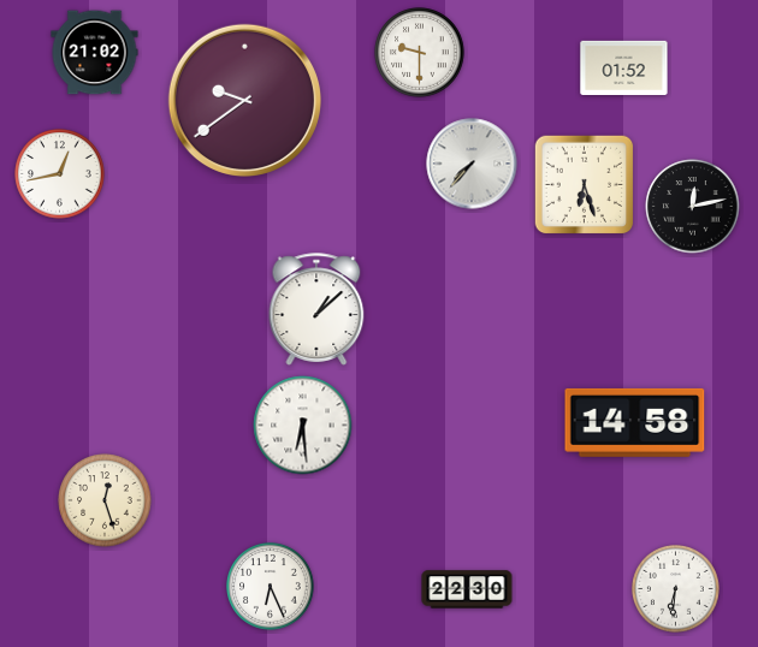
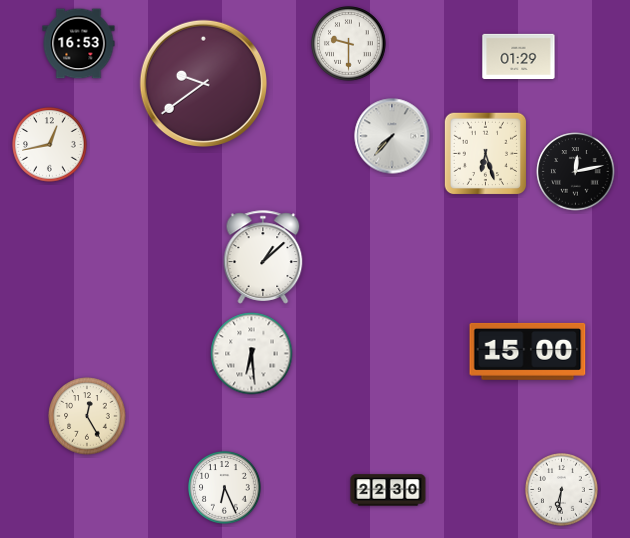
clock at (95, 53): 21:02 -> 16:53
clock at (624, 67): 01:52 -> 01:29
clock at (635, 422): 14:58 -> 15:00
clock at (105, 500): 12:27 -> 12:25
